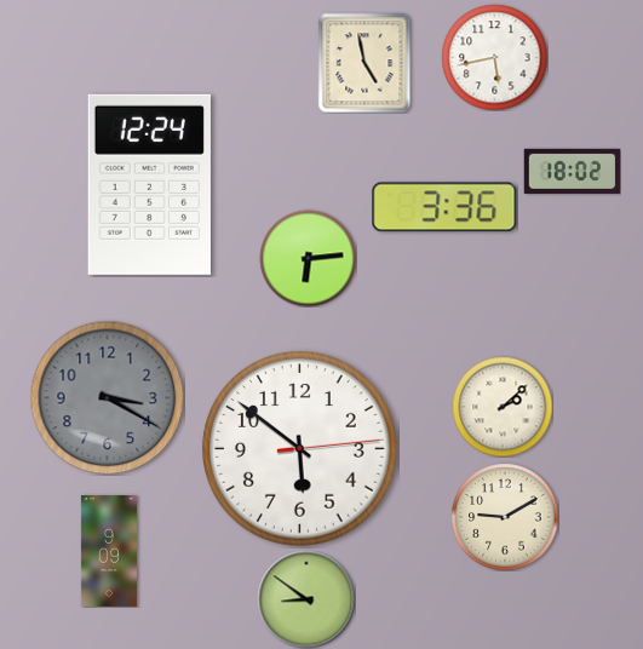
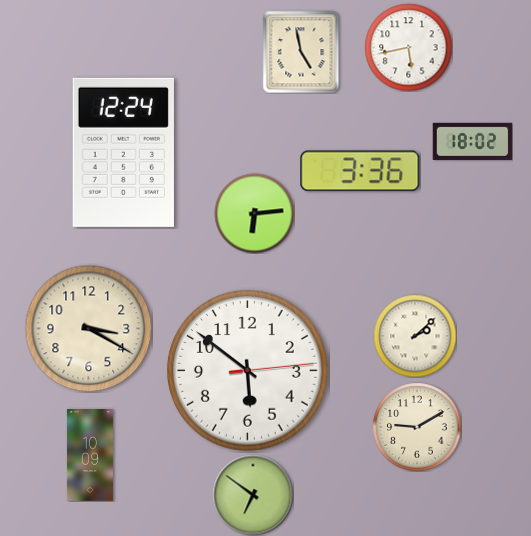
clock at (444, 207) position: (444, 207) -> (360, 171)
clock at (107, 397) dial: grey -> cream
clock at (109, 551): 9:09 -> 10:09
clock at (306, 599): 8:51 -> 6:51
